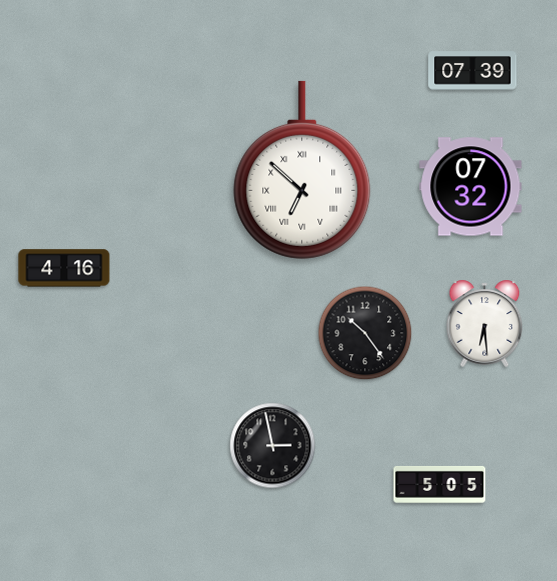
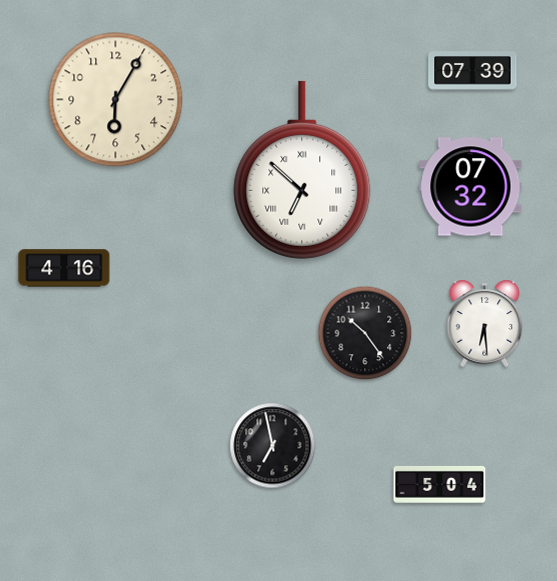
clock at (116, 100): none -> 6:05
clock at (273, 446): 2:58 -> 6:58
clock at (440, 484): 5:05 -> 5:04
